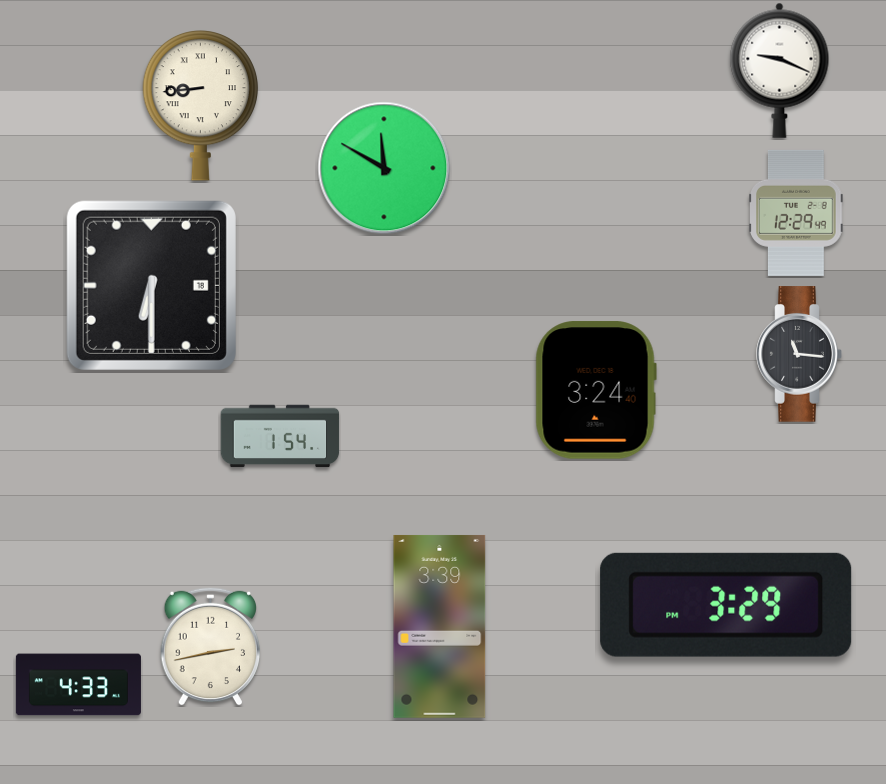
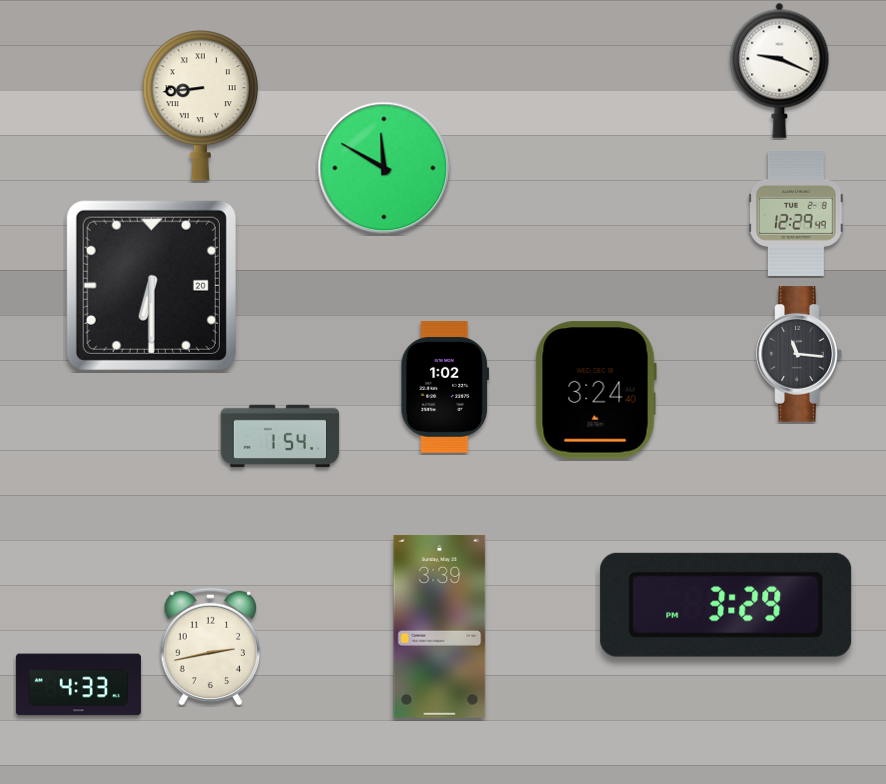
clock at (151, 285) date: 18 -> 20
clock at (444, 387): none -> 1:02
